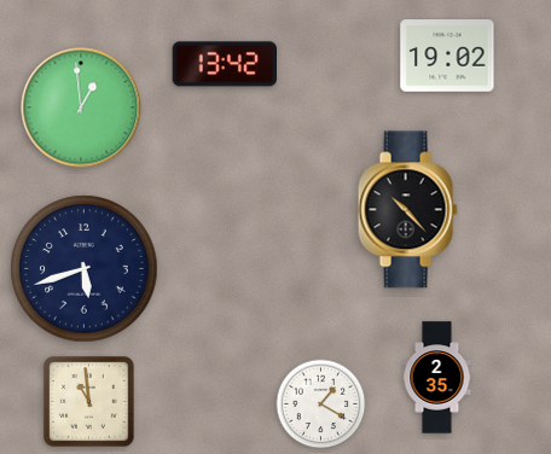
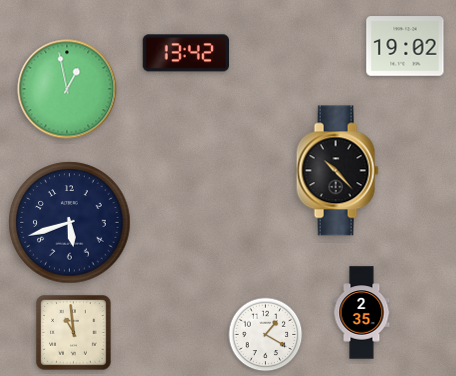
clock at (447, 56) position: (447, 56) -> (405, 46)
clock at (81, 107): 12:59 -> 12:58
clock at (407, 210) position: (407, 210) -> (337, 171)
